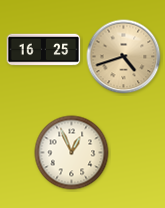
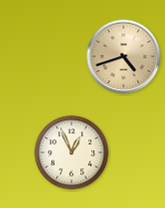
clock at (44, 50): 16:25 -> none
